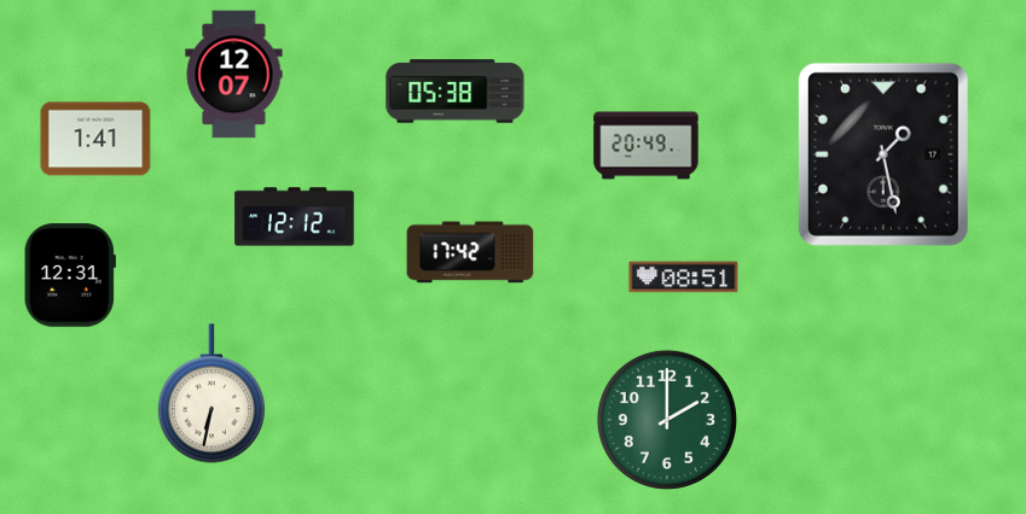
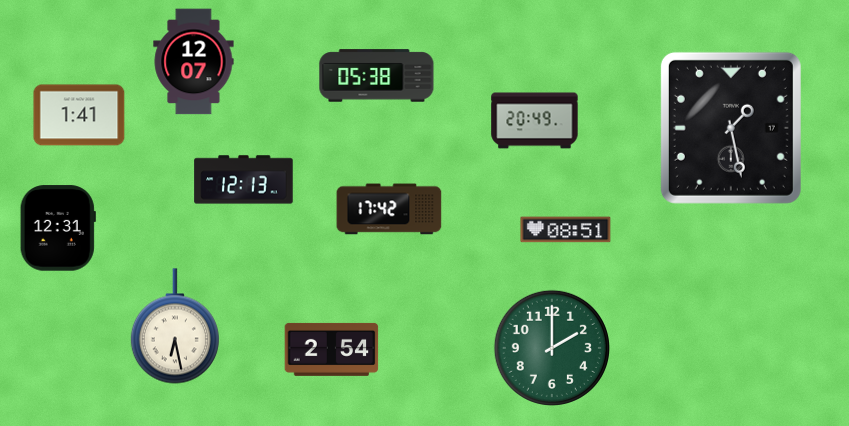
clock at (295, 217): 12:12 -> 12:13
clock at (211, 393): 6:32 -> 6:28
clock at (332, 349): none -> 2:54
